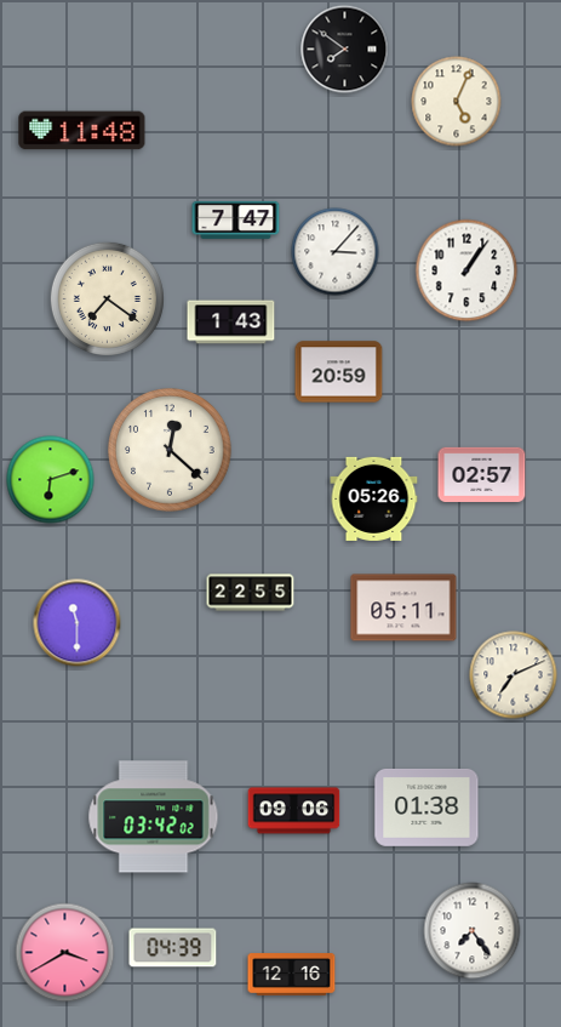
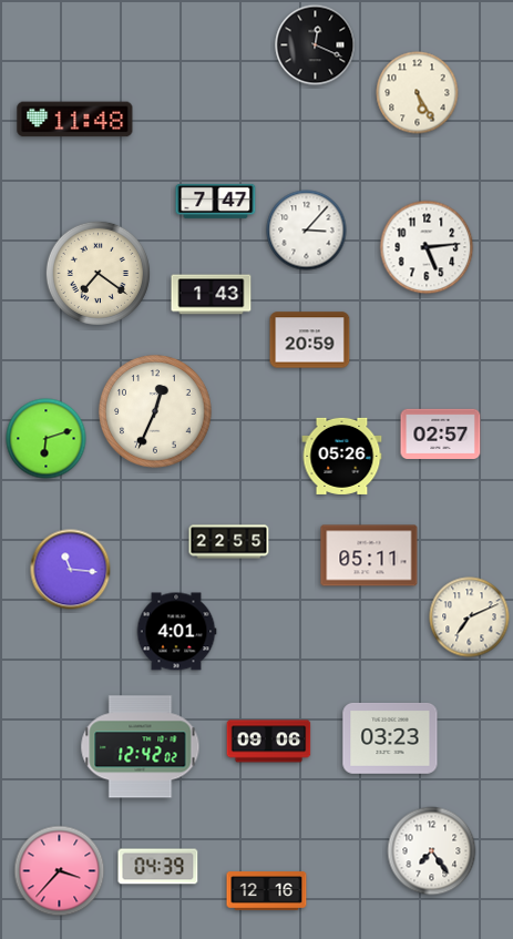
clock at (345, 50): 7:51 -> 12:19
clock at (457, 102): 5:04 -> 5:25
clock at (466, 270): 1:06 -> 5:14
clock at (170, 450): 12:22 -> 12:34
clock at (78, 623): 11:30 -> 11:16
clock at (176, 632): none -> 4:01
clock at (427, 808): 01:38 -> 03:23
clock at (154, 817): 03:42 -> 12:42
clock at (65, 953): 3:40 -> 3:37
